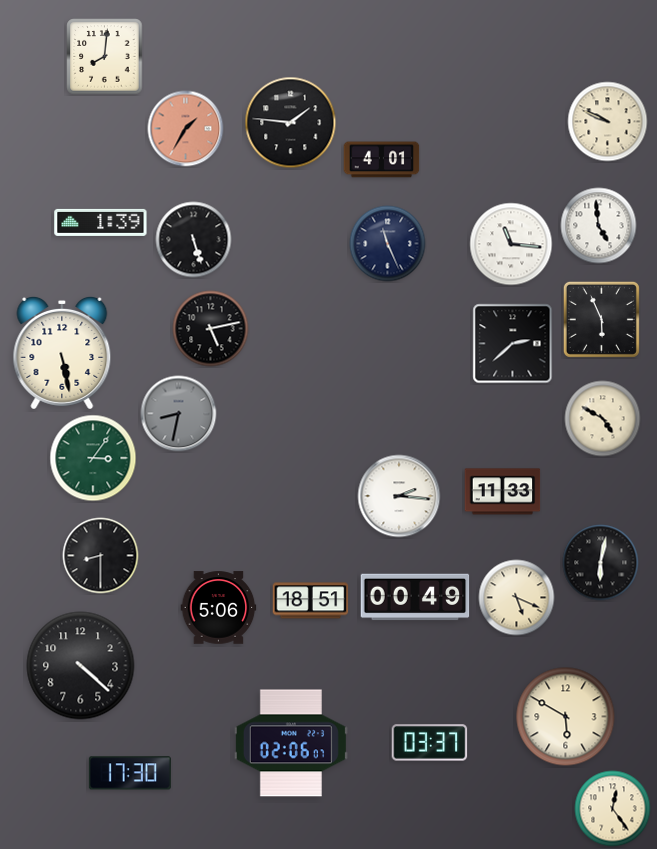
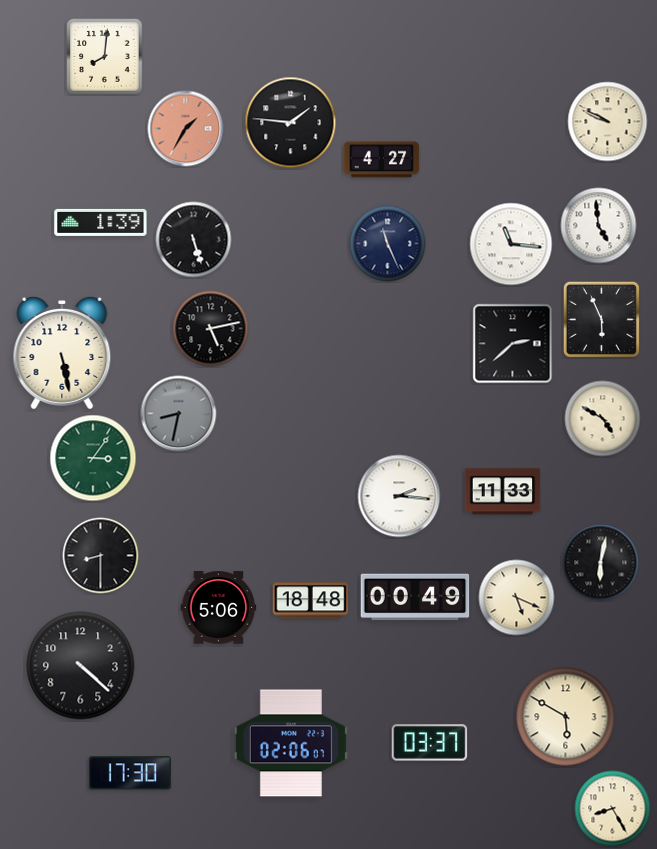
clock at (382, 160): 4:01 -> 4:27
clock at (311, 601): 18:51 -> 18:48
clock at (613, 809): 12:24 -> 8:25
